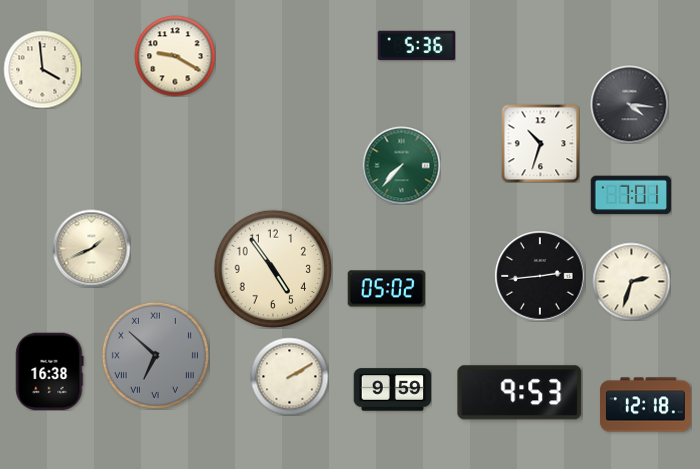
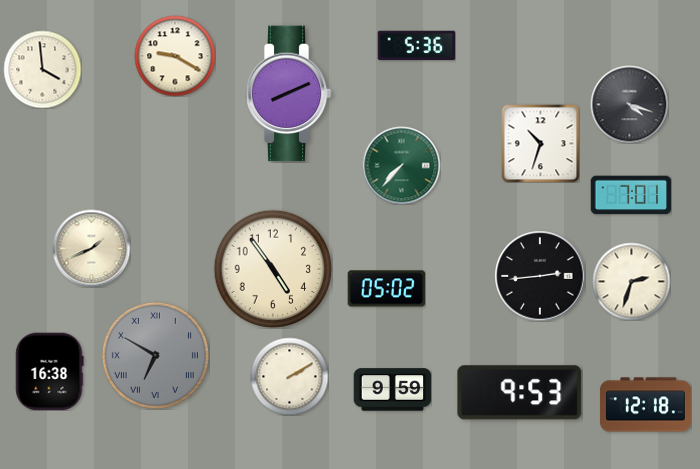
clock at (288, 94): none -> 8:11
clock at (629, 104): 4:16 -> 4:18
clock at (155, 355): 6:52 -> 6:50
